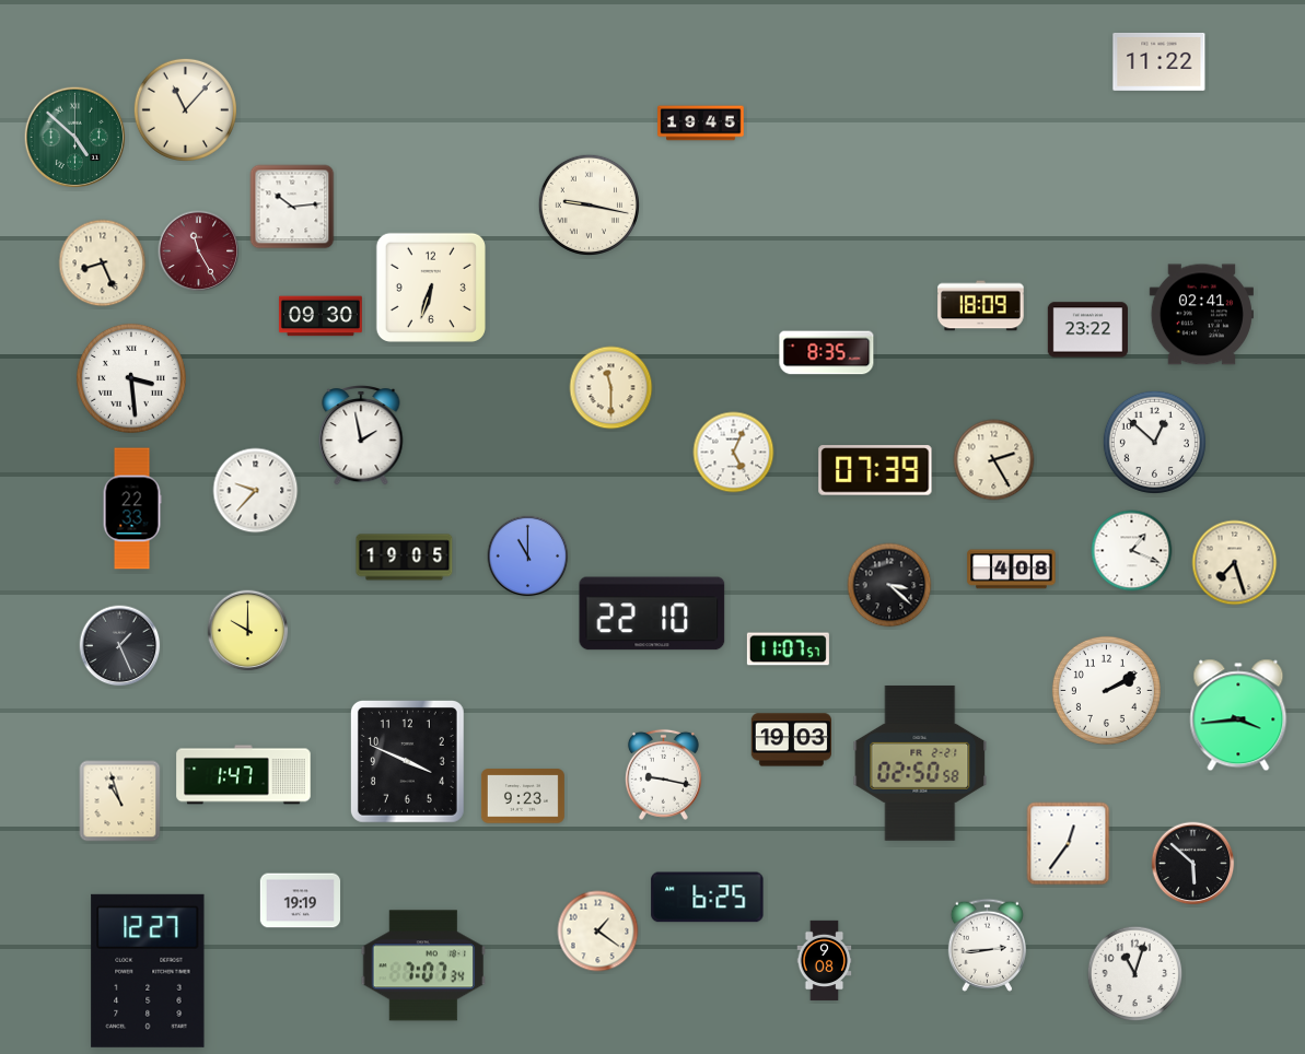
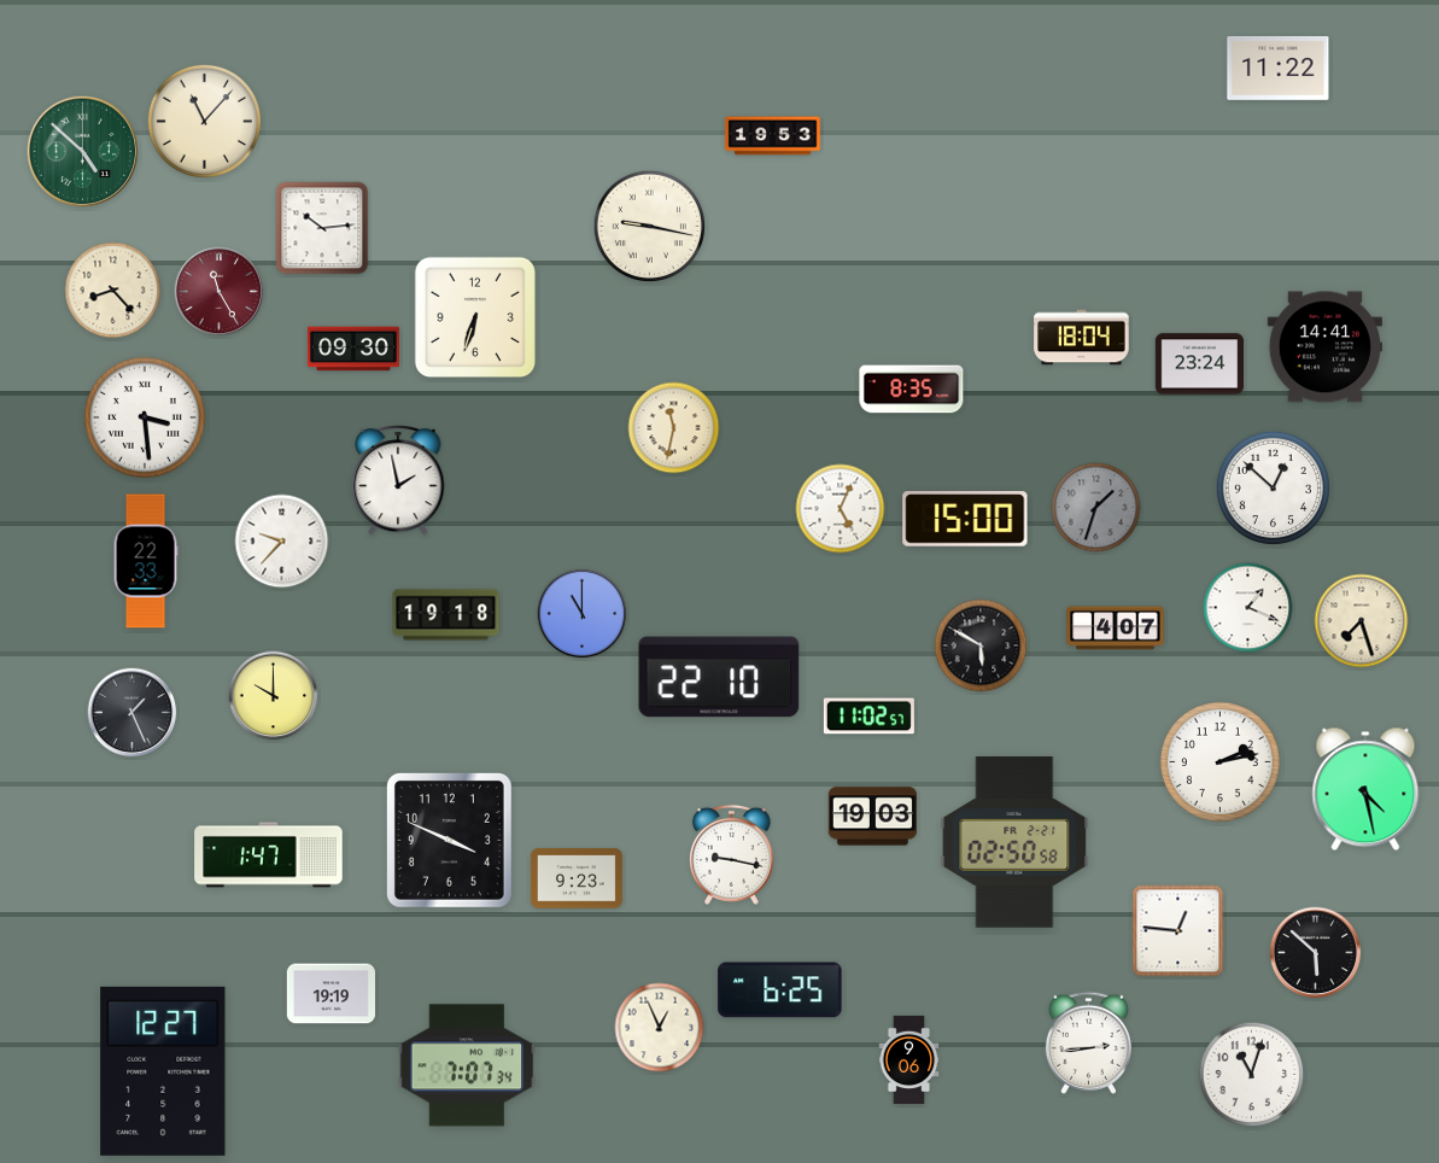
clock at (701, 124): 19:45 -> 19:53
clock at (199, 251) position: (199, 251) -> (220, 292)
clock at (103, 263): 8:26 -> 8:23
clock at (981, 306): 18:09 -> 18:04
clock at (1201, 315): 02:41 -> 14:41
clock at (1087, 330): 23:22 -> 23:24
clock at (611, 388): 11:30 -> 11:32
clock at (734, 453) position: (734, 453) -> (841, 509)
clock at (994, 460): 2:25 -> 1:33
clock at (994, 460) dial: cream -> grey
clock at (875, 470): 07:39 -> 15:00
clock at (405, 558): 19:05 -> 19:18
clock at (1012, 570): 4:08 -> 4:07
clock at (889, 585): 3:22 -> 5:50
clock at (788, 649): 11:07 -> 11:02
clock at (1106, 690): 2:10 -> 2:13
clock at (1238, 715): 3:44 -> 4:28
clock at (120, 801): 10:57 -> none
clock at (1069, 844): 12:36 -> 12:46
clock at (598, 932): 1:21 -> 12:56
clock at (825, 961): 9:08 -> 9:06
